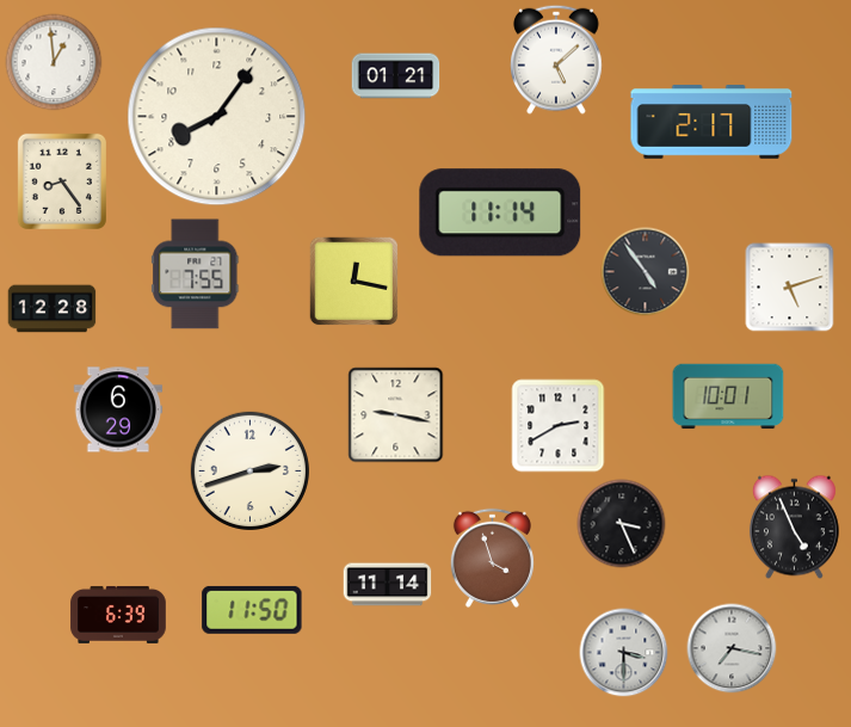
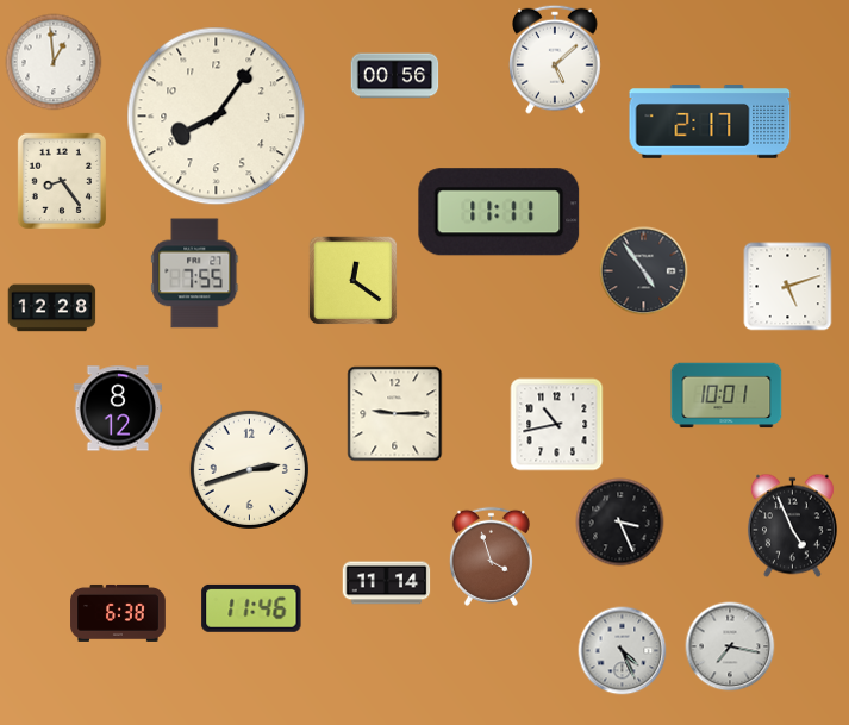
clock at (396, 76): 01:21 -> 00:56
clock at (500, 212): 11:14 -> 11:11
clock at (354, 282): 12:17 -> 12:21
clock at (118, 409): 6:29 -> 8:12
clock at (396, 415): 9:17 -> 9:15
clock at (559, 426): 2:40 -> 10:43
clock at (252, 610): 11:50 -> 11:46
clock at (118, 615): 6:39 -> 6:38
clock at (624, 653): 3:30 -> 4:26
